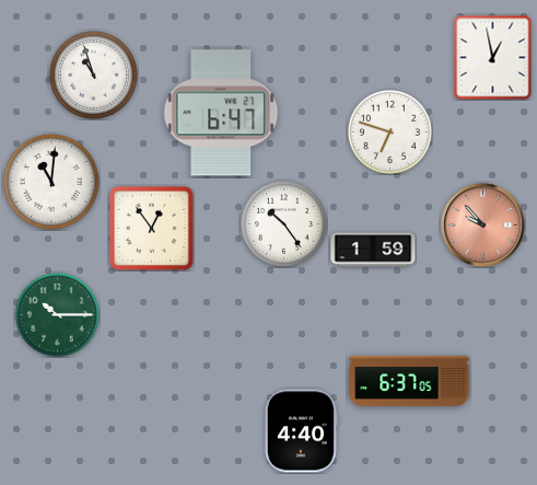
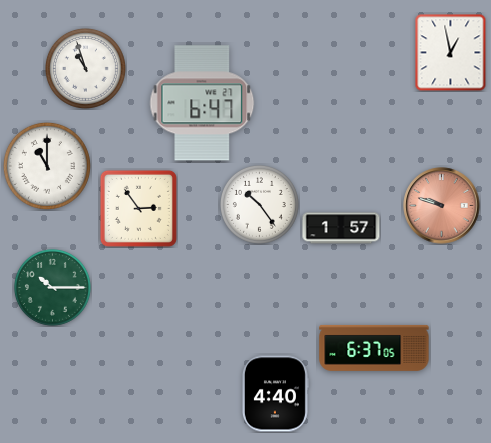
clock at (389, 131): 6:48 -> none
clock at (51, 182): 11:01 -> 11:00
clock at (483, 226): 9:53 -> 9:48
clock at (151, 228): 12:54 -> 2:54
clock at (373, 250): 1:59 -> 1:57
